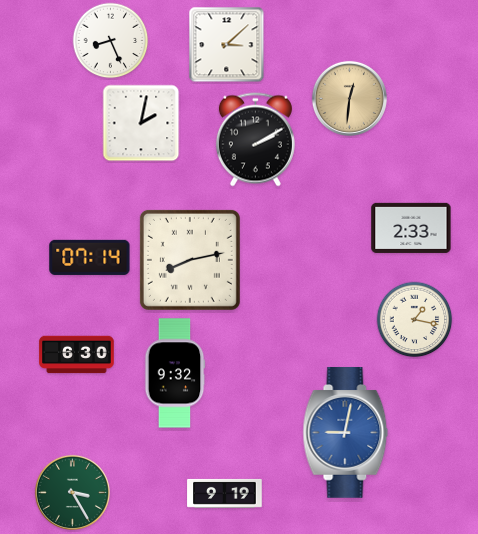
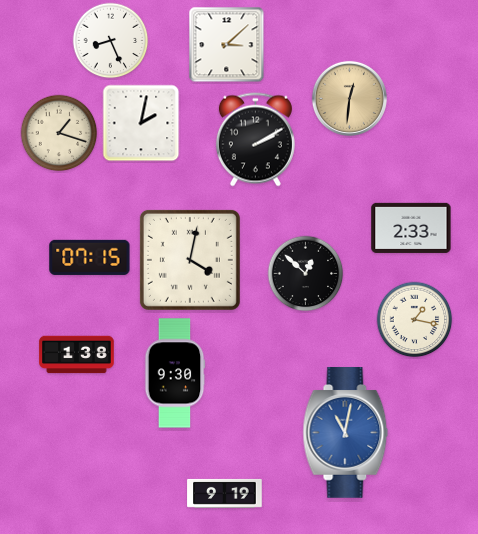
clock at (59, 133): none -> 1:18
clock at (90, 257): 07:14 -> 07:15
clock at (190, 260): 8:13 -> 4:02
clock at (306, 274): none -> 12:52
clock at (77, 355): 6:30 -> 1:38
clock at (175, 373): 9:32 -> 9:30
clock at (346, 433): 9:02 -> 11:02
clock at (72, 492): 3:25 -> none
